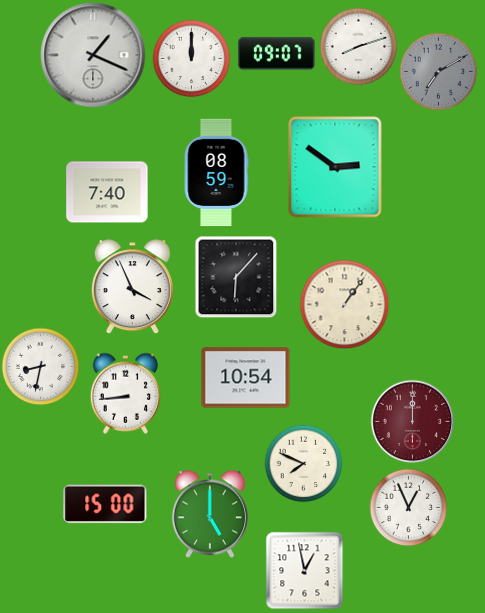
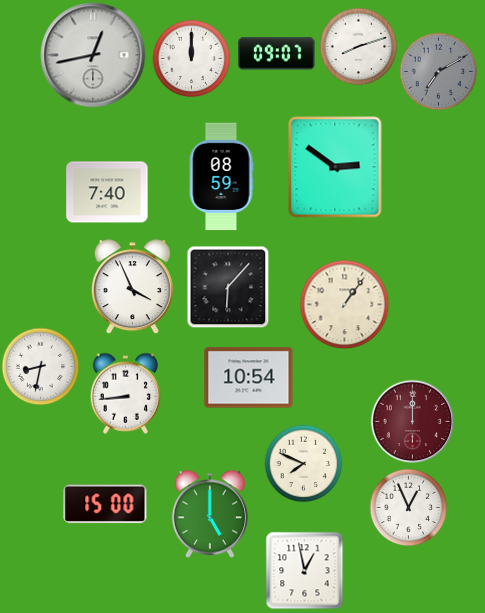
clock at (93, 55): 1:19 -> 12:43
clock at (216, 173) position: (216, 173) -> (221, 177)
clock at (236, 277) position: (236, 277) -> (228, 287)
clock at (246, 378) position: (246, 378) -> (249, 378)
